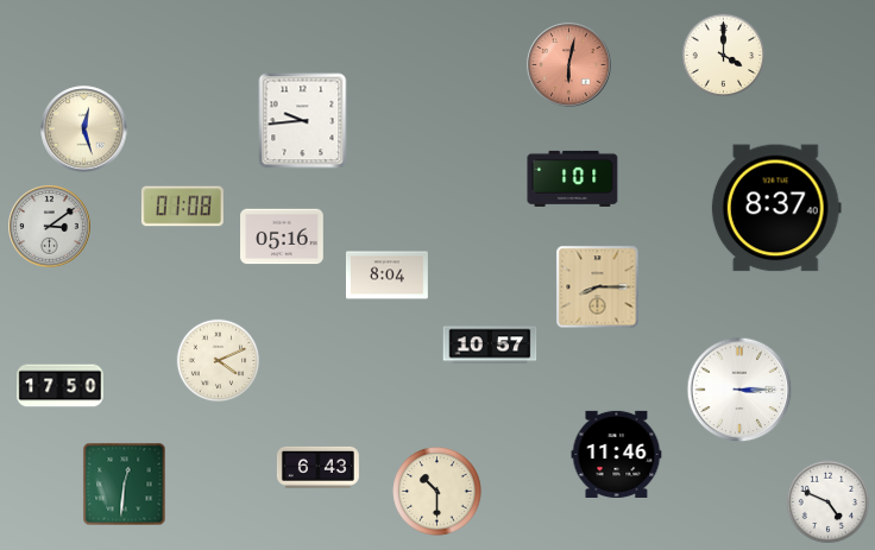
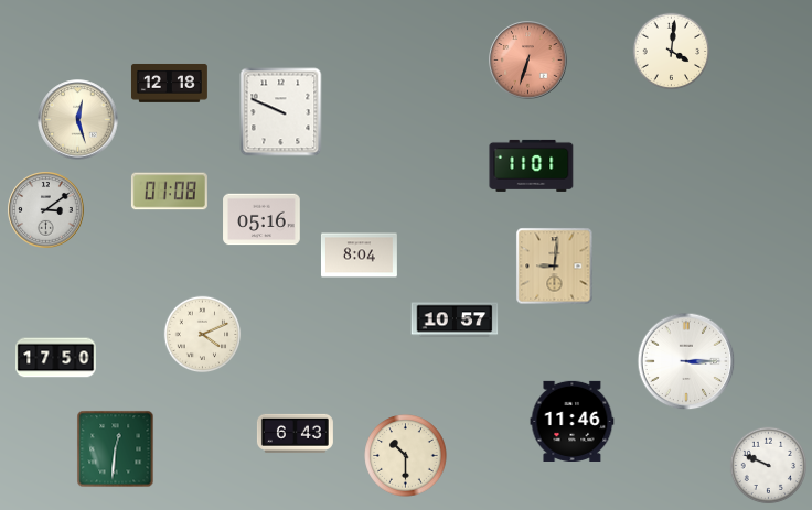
clock at (724, 56): 4:00 -> 4:01
clock at (569, 65): 6:02 -> 6:33
clock at (169, 83): none -> 12:18
clock at (303, 121): 9:44 -> 9:49
clock at (573, 178): 1:01 -> 11:01
clock at (776, 208): 8:37 -> none
clock at (598, 287): 8:15 -> 9:01
clock at (829, 502): 4:49 -> 9:49
